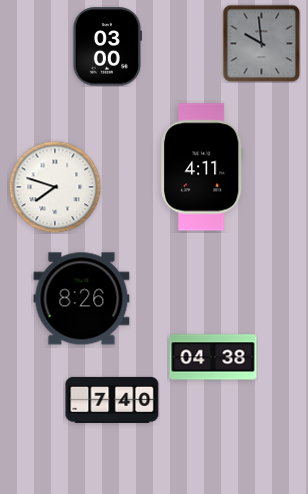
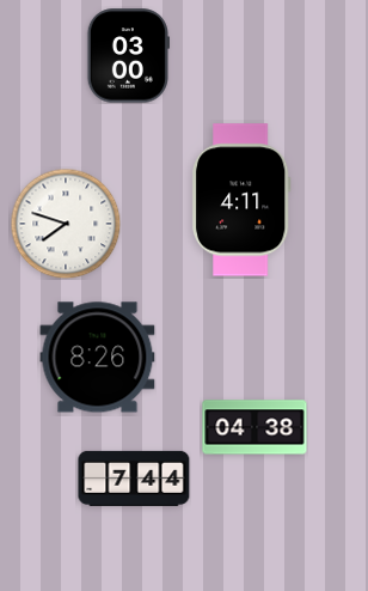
clock at (261, 43): 9:59 -> none
clock at (112, 400): 7:40 -> 7:44
